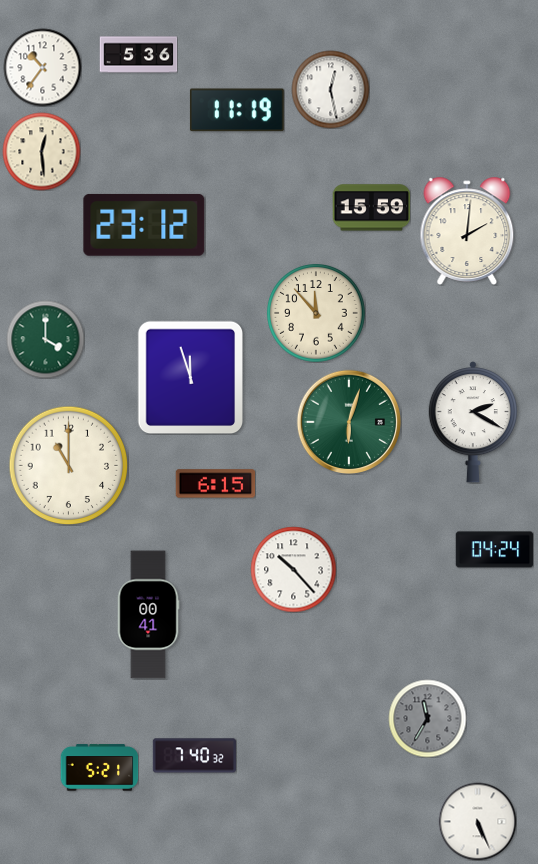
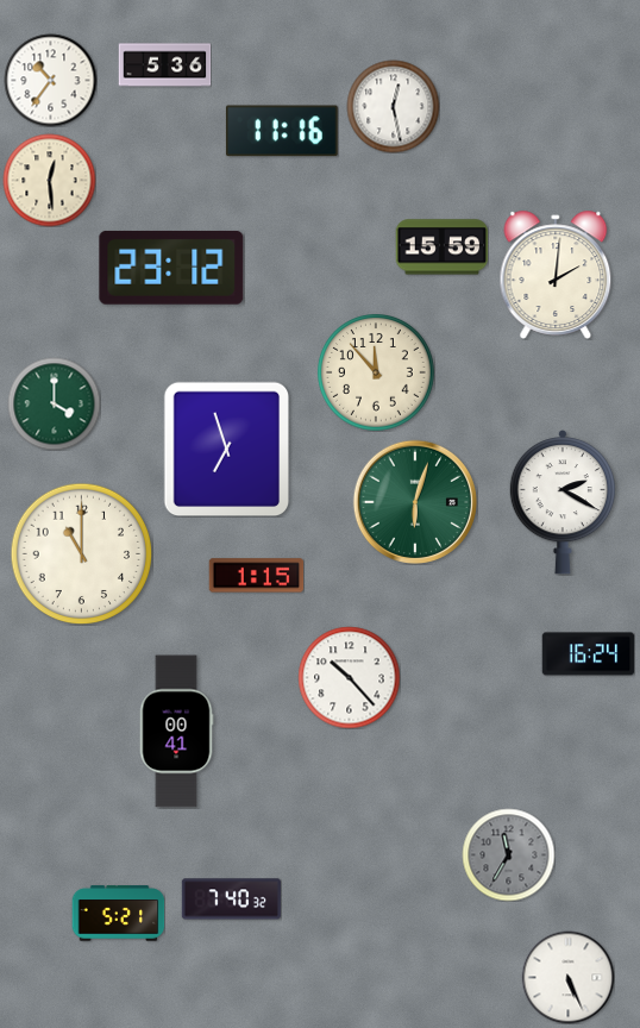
clock at (237, 110): 11:19 -> 11:16
clock at (191, 377): 11:57 -> 6:57
clock at (215, 484): 6:15 -> 1:15
clock at (494, 550): 04:24 -> 16:24
